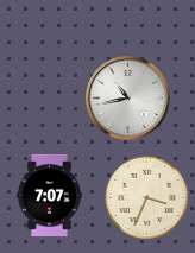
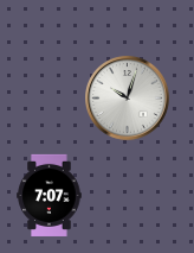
clock at (128, 99): 10:43 -> 10:03
clock at (147, 198): 3:34 -> none
